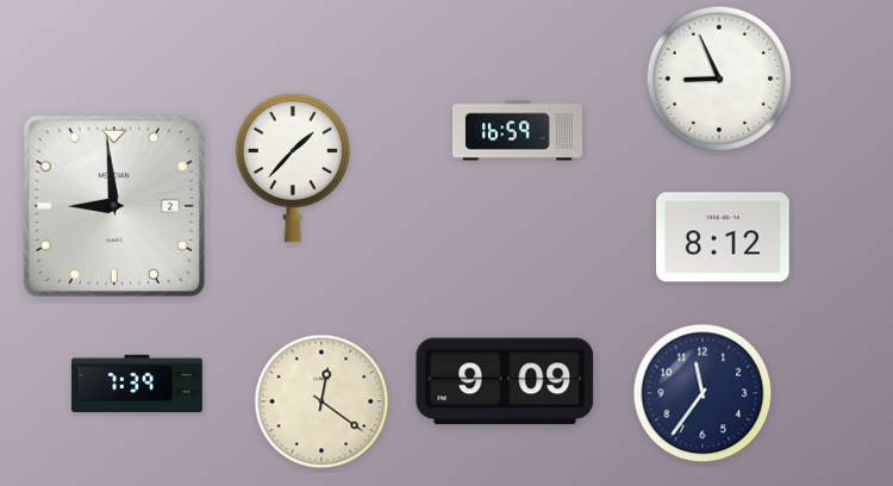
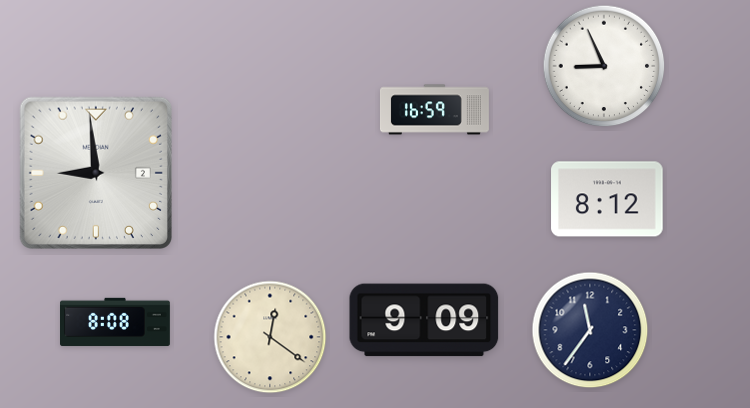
clock at (292, 168): 1:37 -> none
clock at (138, 384): 7:39 -> 8:08
